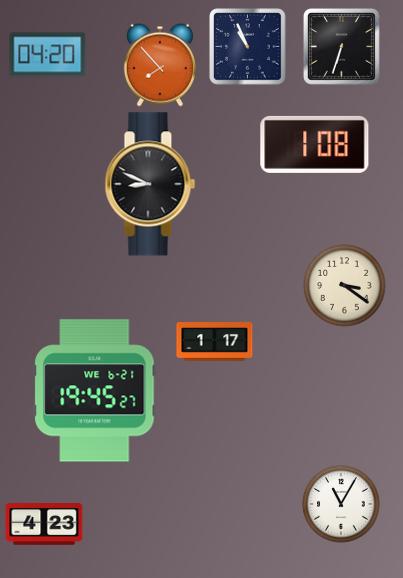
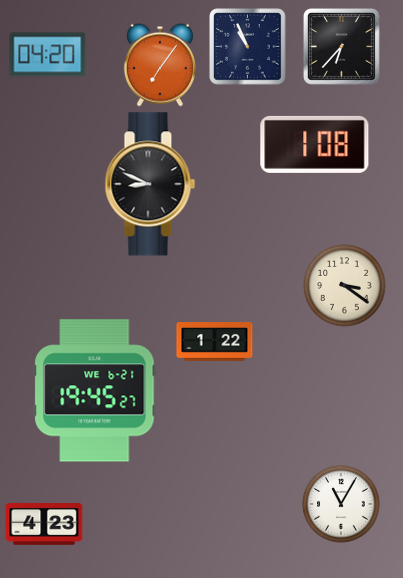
clock at (341, 46): 6:33 -> 6:37
clock at (160, 65): 7:53 -> 7:06
clock at (215, 342): 1:17 -> 1:22
